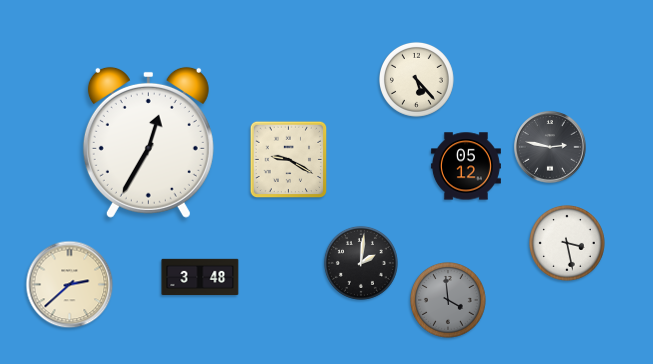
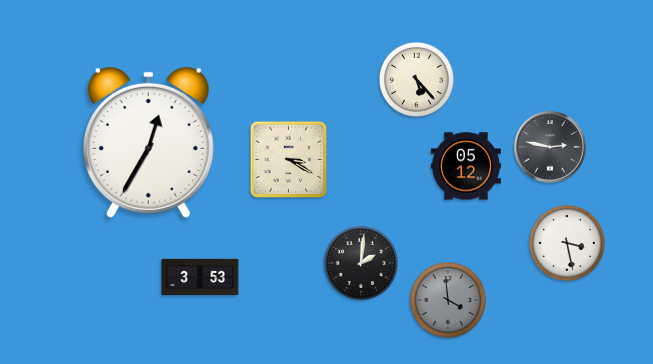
clock at (289, 160): 9:20 -> 3:20
clock at (200, 277): 3:48 -> 3:53
clock at (70, 285): 2:38 -> none
